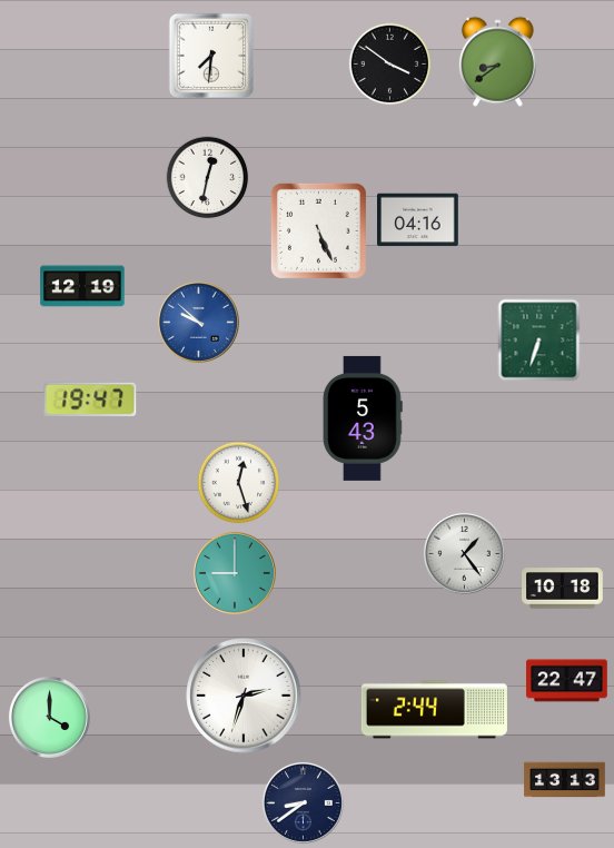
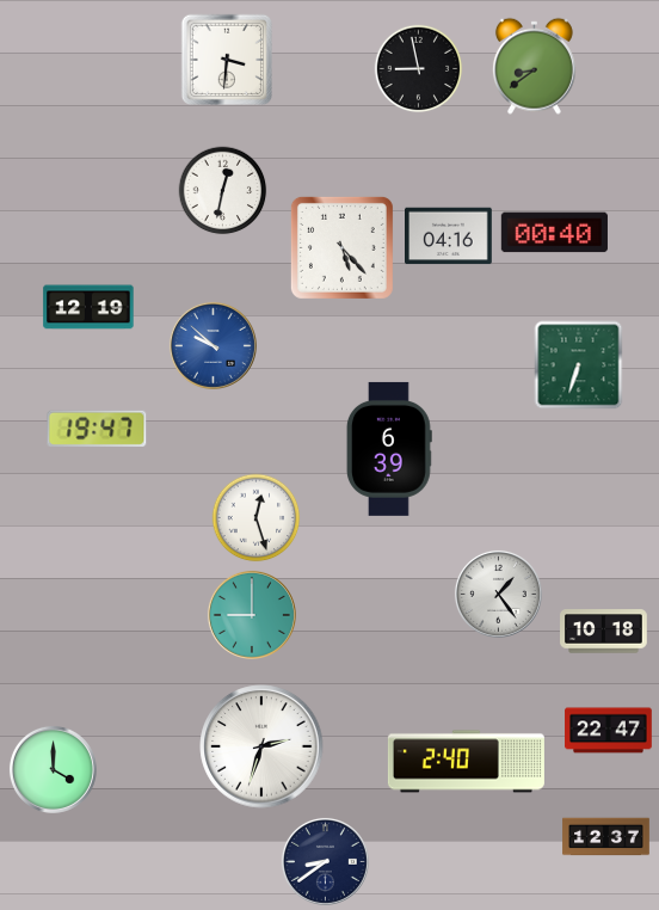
clock at (210, 55): 7:31 -> 3:31
clock at (390, 65): 3:51 -> 8:58
clock at (554, 233): none -> 00:40
clock at (318, 230): 5:26 -> 5:23
clock at (363, 418): 5:43 -> 6:39
clock at (434, 710): 2:44 -> 2:40
clock at (565, 780): 13:13 -> 12:37
